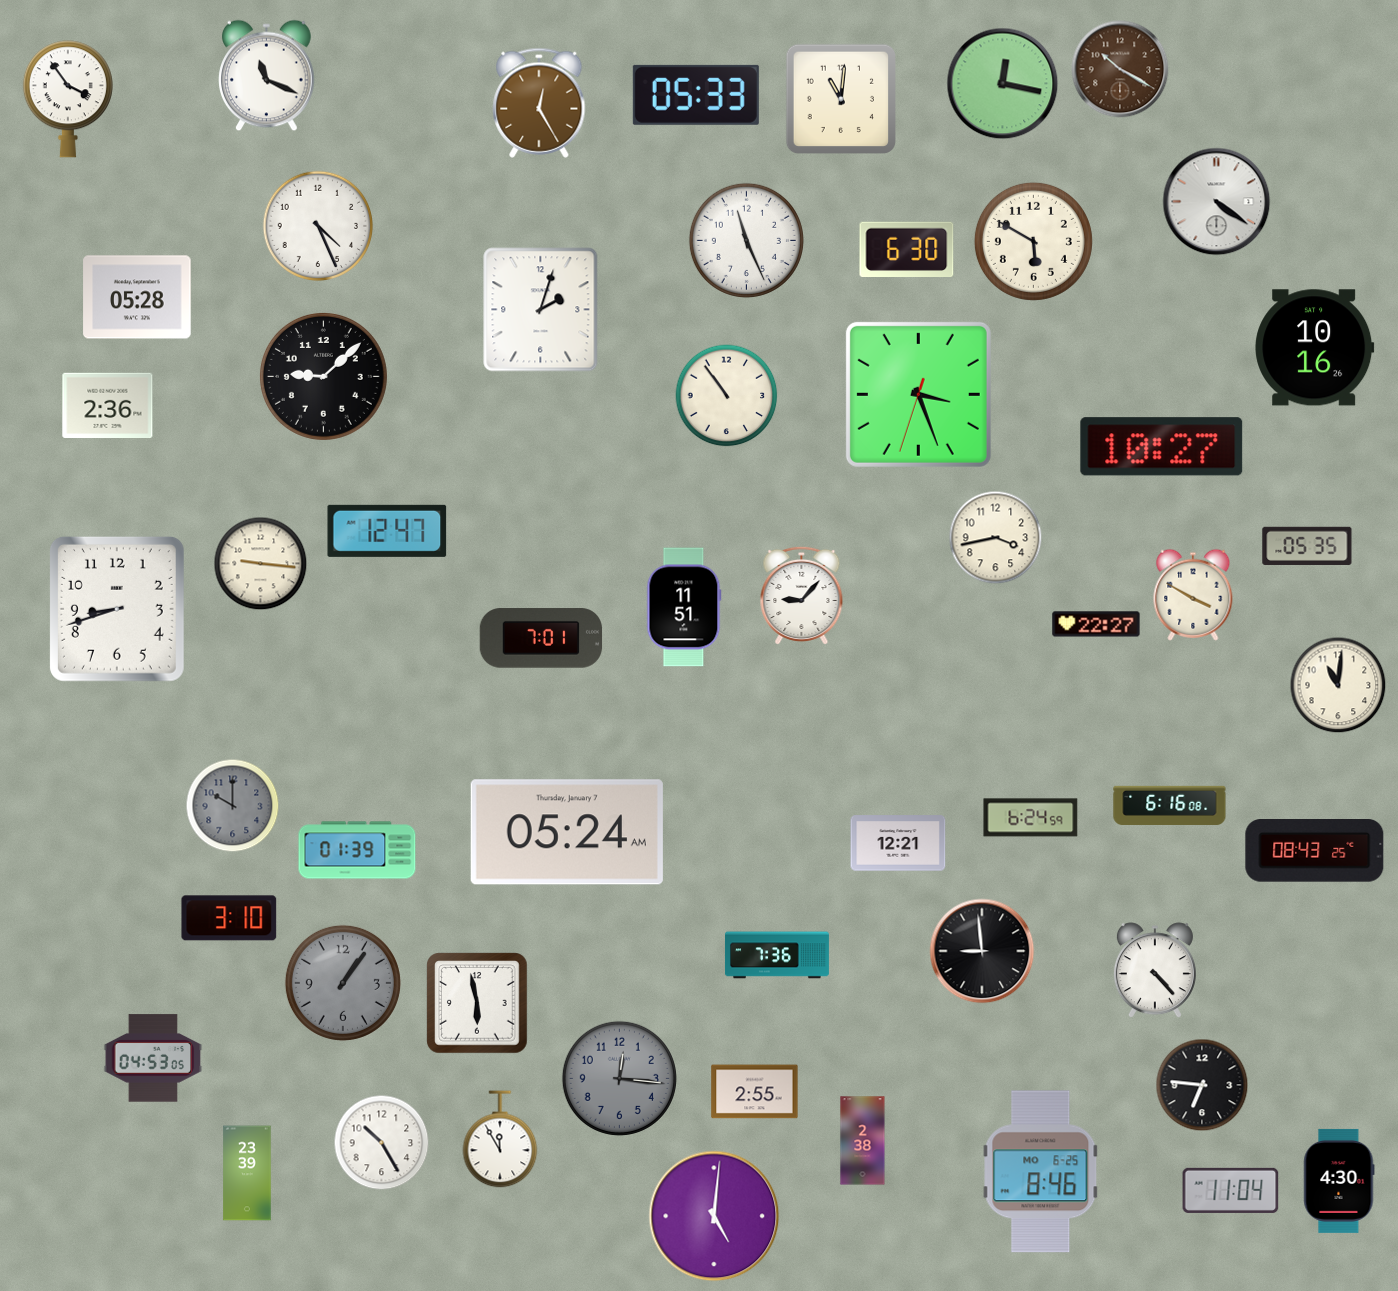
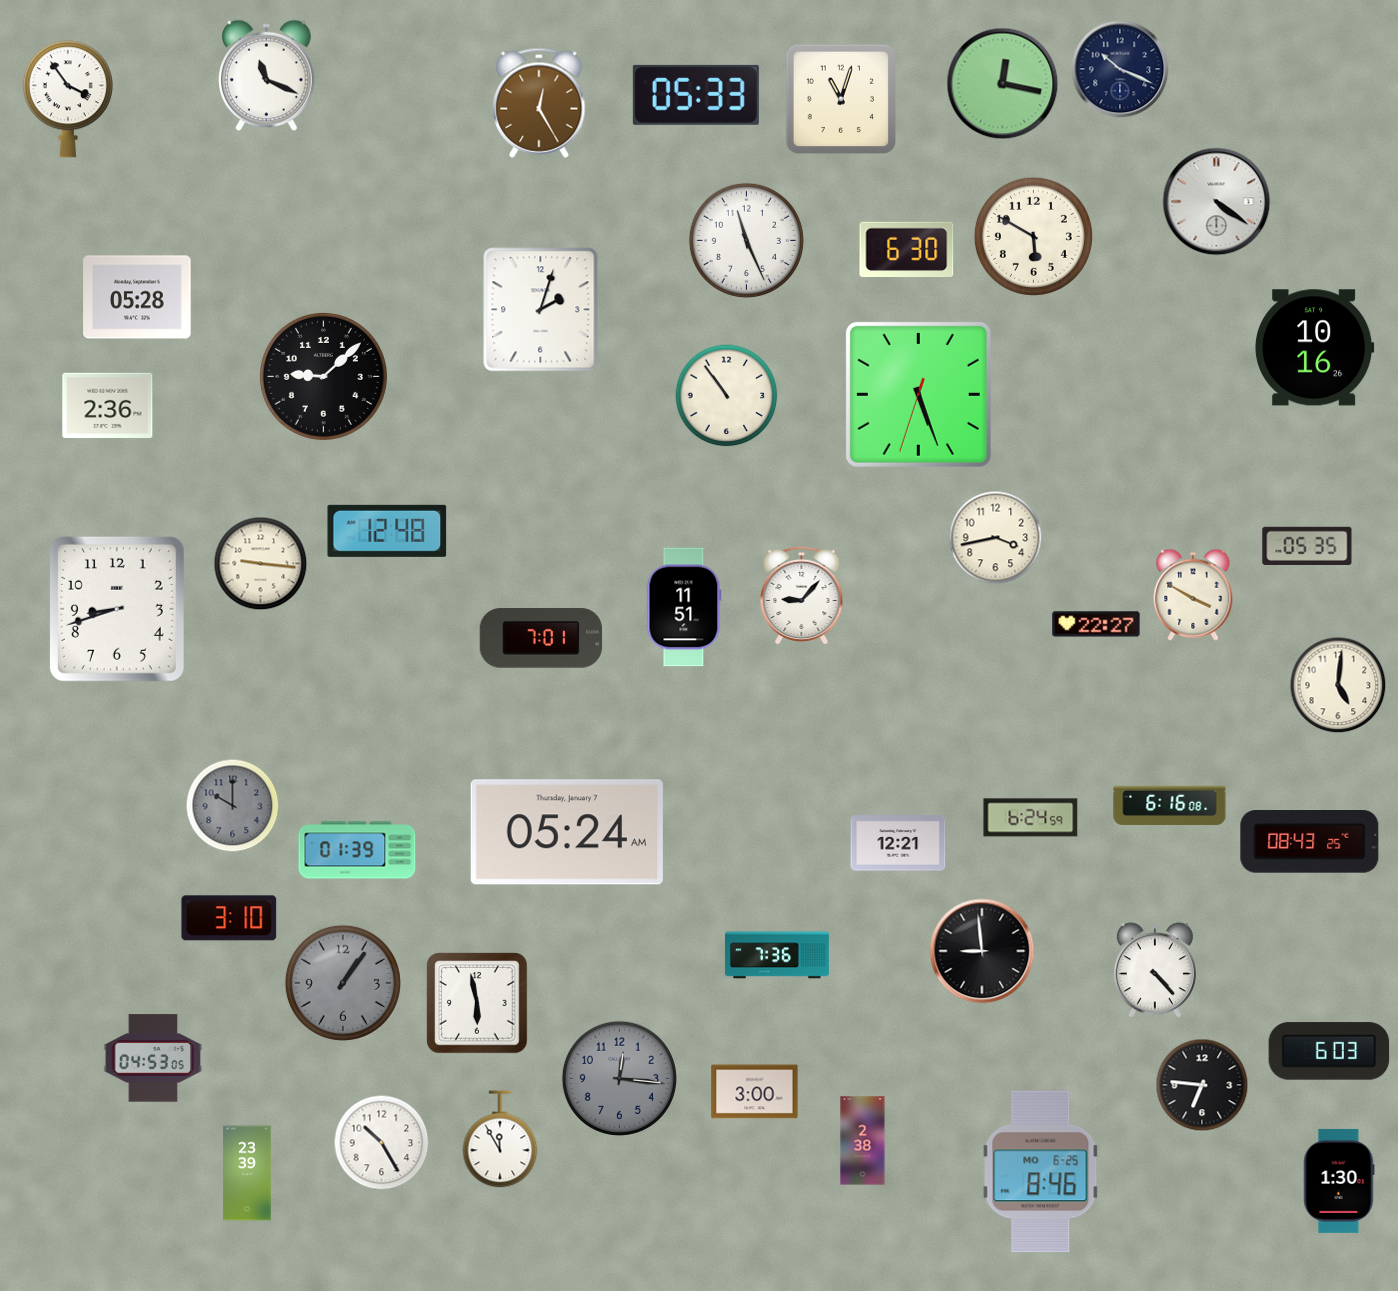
clock at (1120, 69): 10:20 -> 10:19
clock at (1120, 69) dial: brown -> navy
clock at (841, 99): 11:01 -> 11:03
clock at (317, 225): 4:26 -> none
clock at (1033, 241) position: (1033, 241) -> (1033, 236)
clock at (918, 394): 3:26 -> 5:26
clock at (1162, 447): 10:27 -> none
clock at (387, 531): 12:47 -> 12:48
clock at (1338, 685): 11:01 -> 5:01
clock at (1315, 851) position: (1315, 851) -> (1310, 842)
clock at (1329, 1051): none -> 6:03
clock at (755, 1092): 2:55 -> 3:00
clock at (1339, 1181): 4:30 -> 1:30
clock at (1231, 1190): 11:04 -> none
clock at (714, 1216): 5:01 -> none
